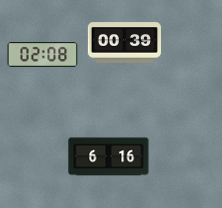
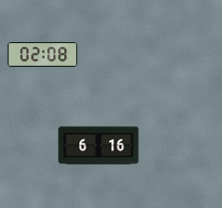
clock at (124, 43): 00:39 -> none
clock at (109, 157) position: (109, 157) -> (99, 146)
